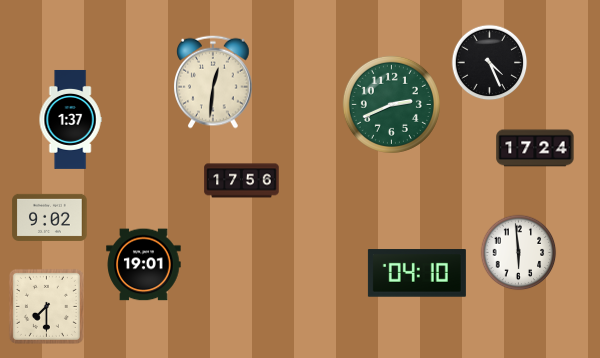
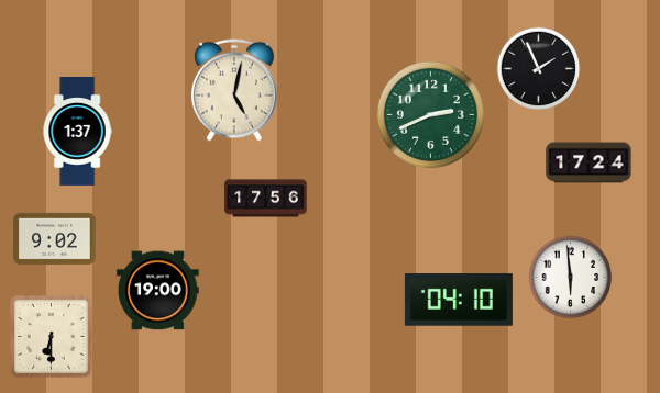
clock at (490, 63): 4:26 -> 1:56
clock at (214, 82): 12:31 -> 5:02
clock at (144, 265): 19:01 -> 19:00
clock at (46, 306): 7:30 -> 6:30
